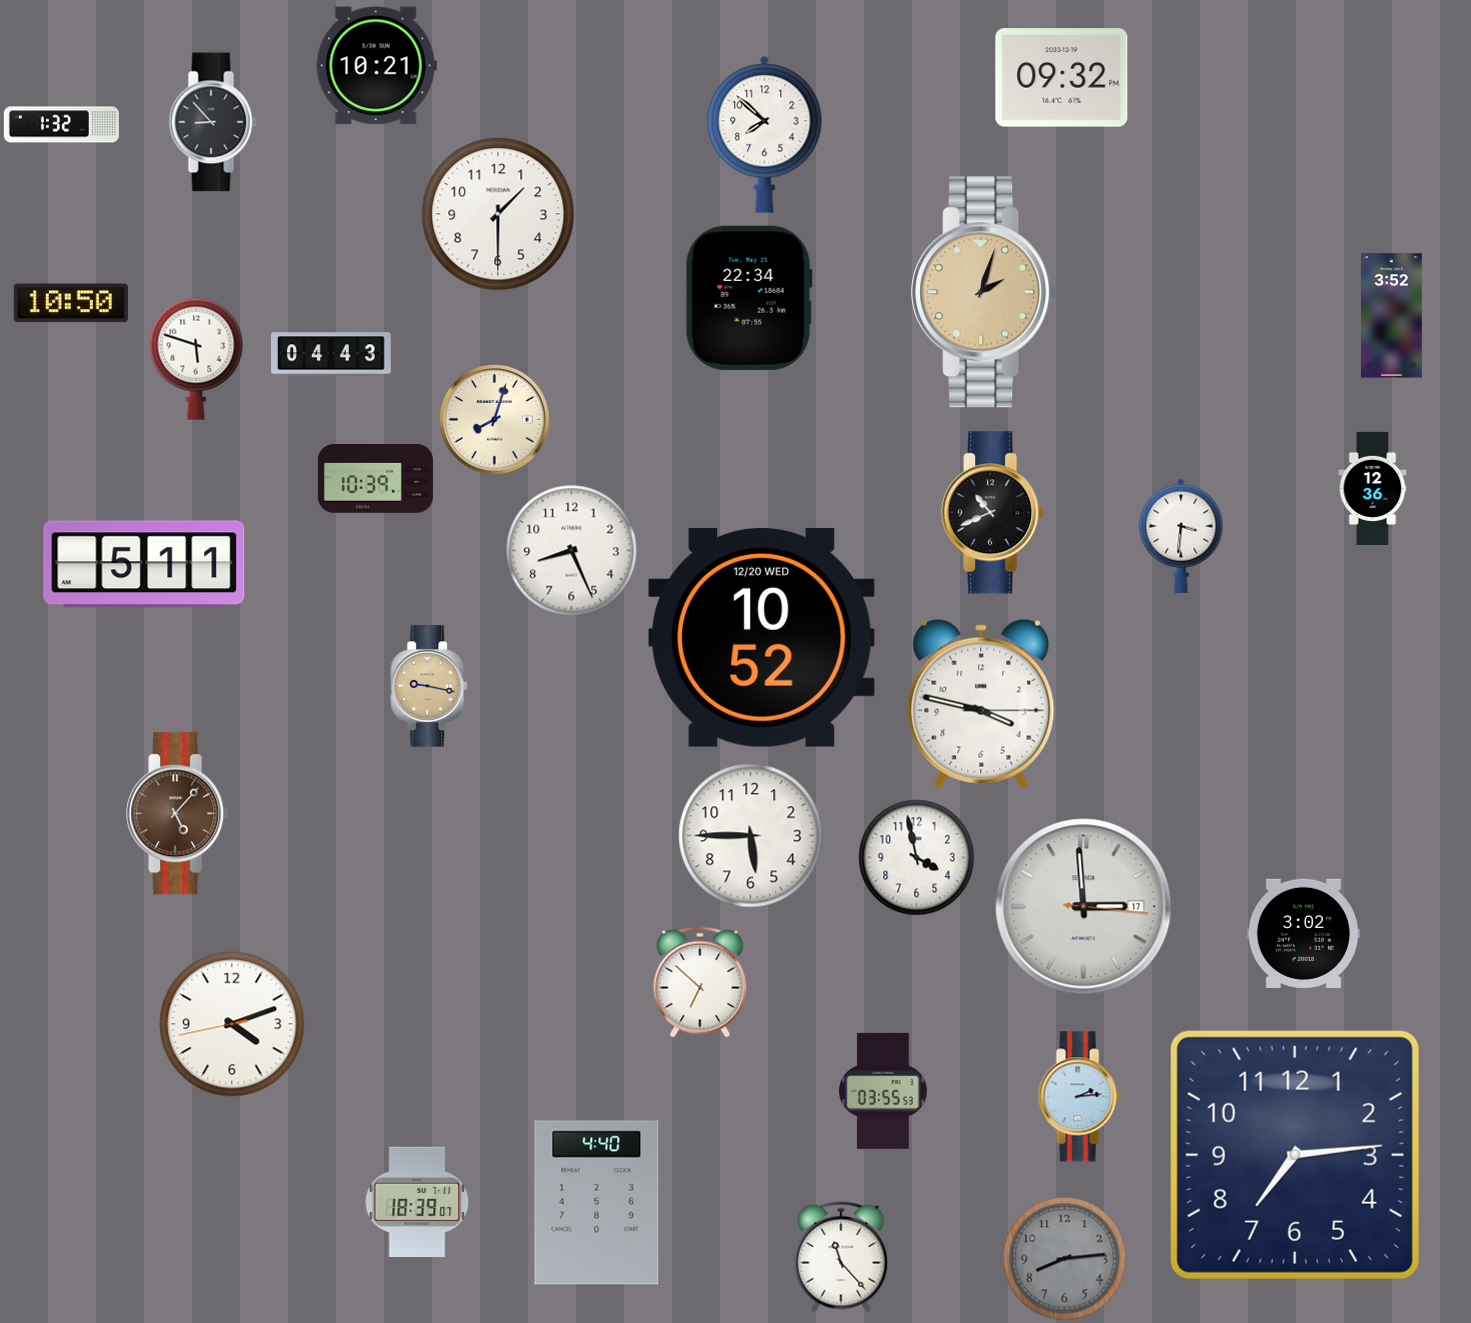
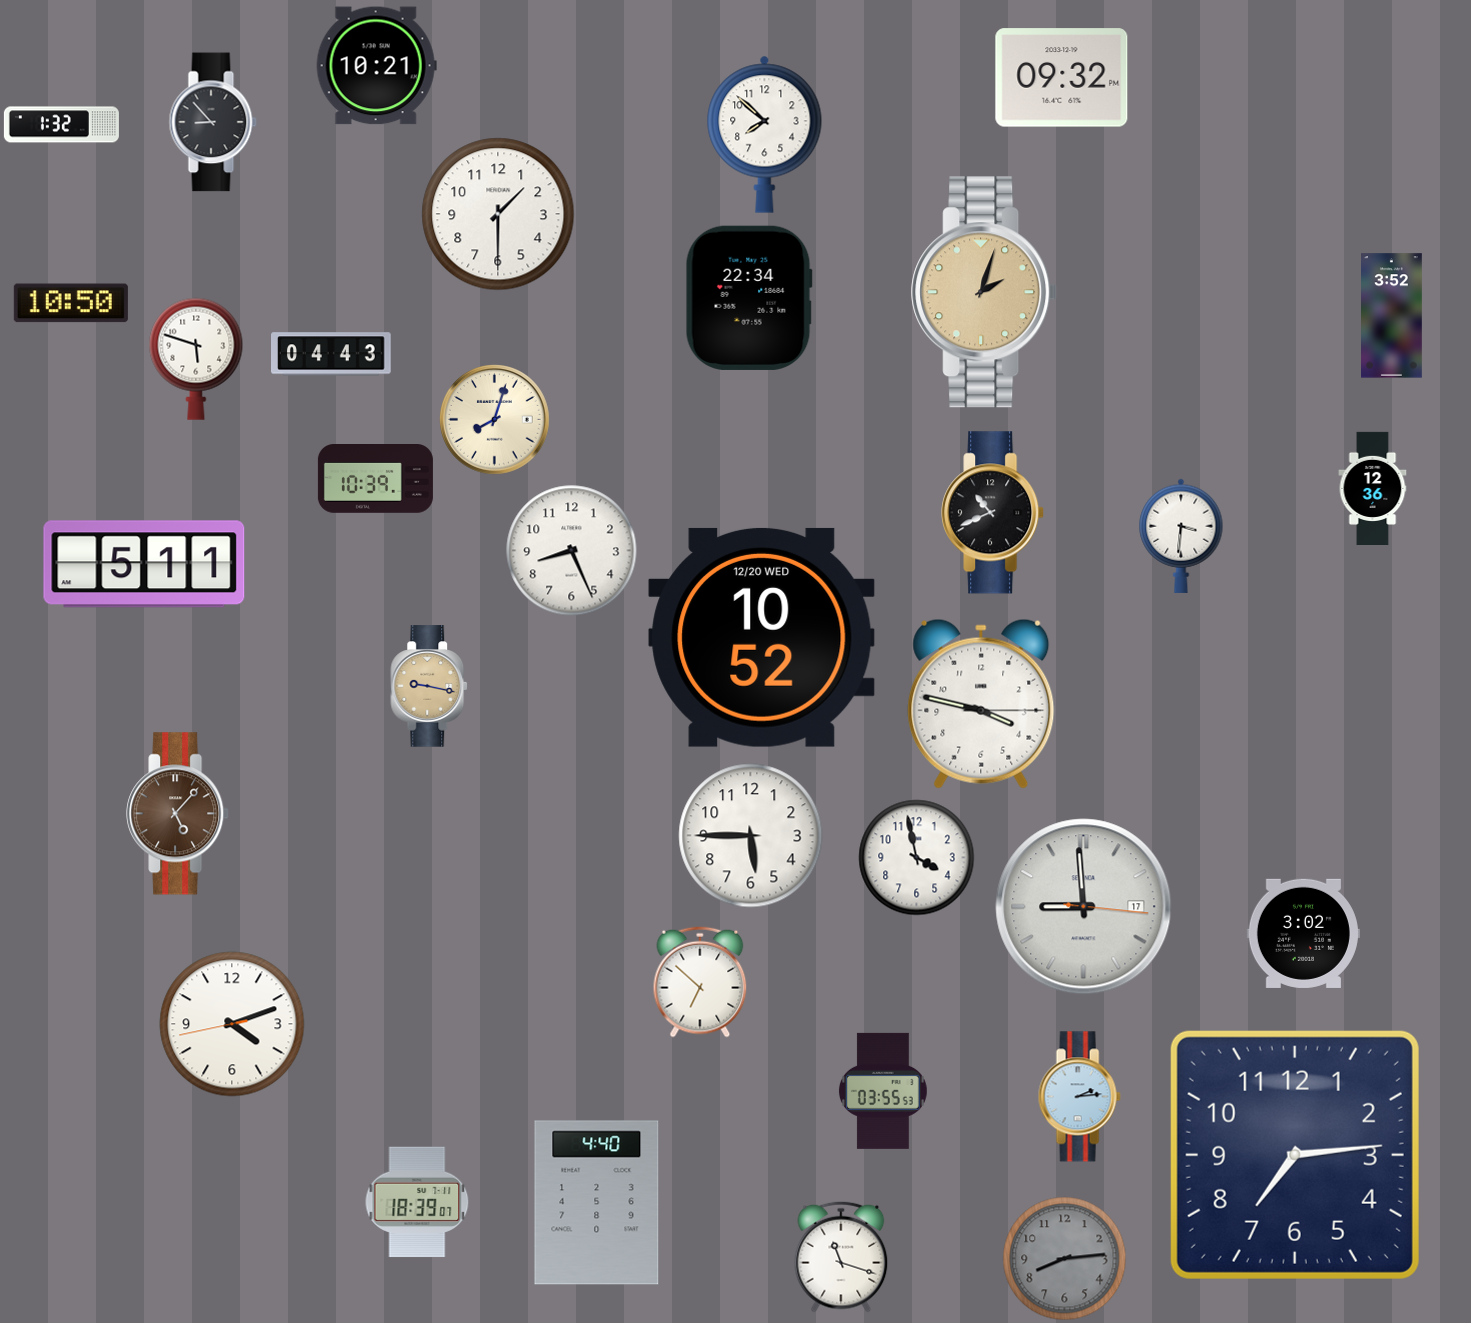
clock at (1084, 907): 2:59 -> 8:59
clock at (841, 1257): 11:23 -> 11:18
